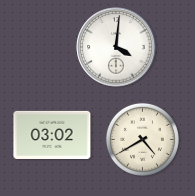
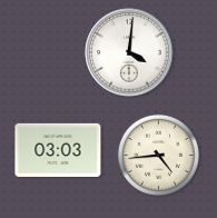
clock at (52, 135): 03:02 -> 03:03
clock at (142, 139): 4:40 -> 4:44
